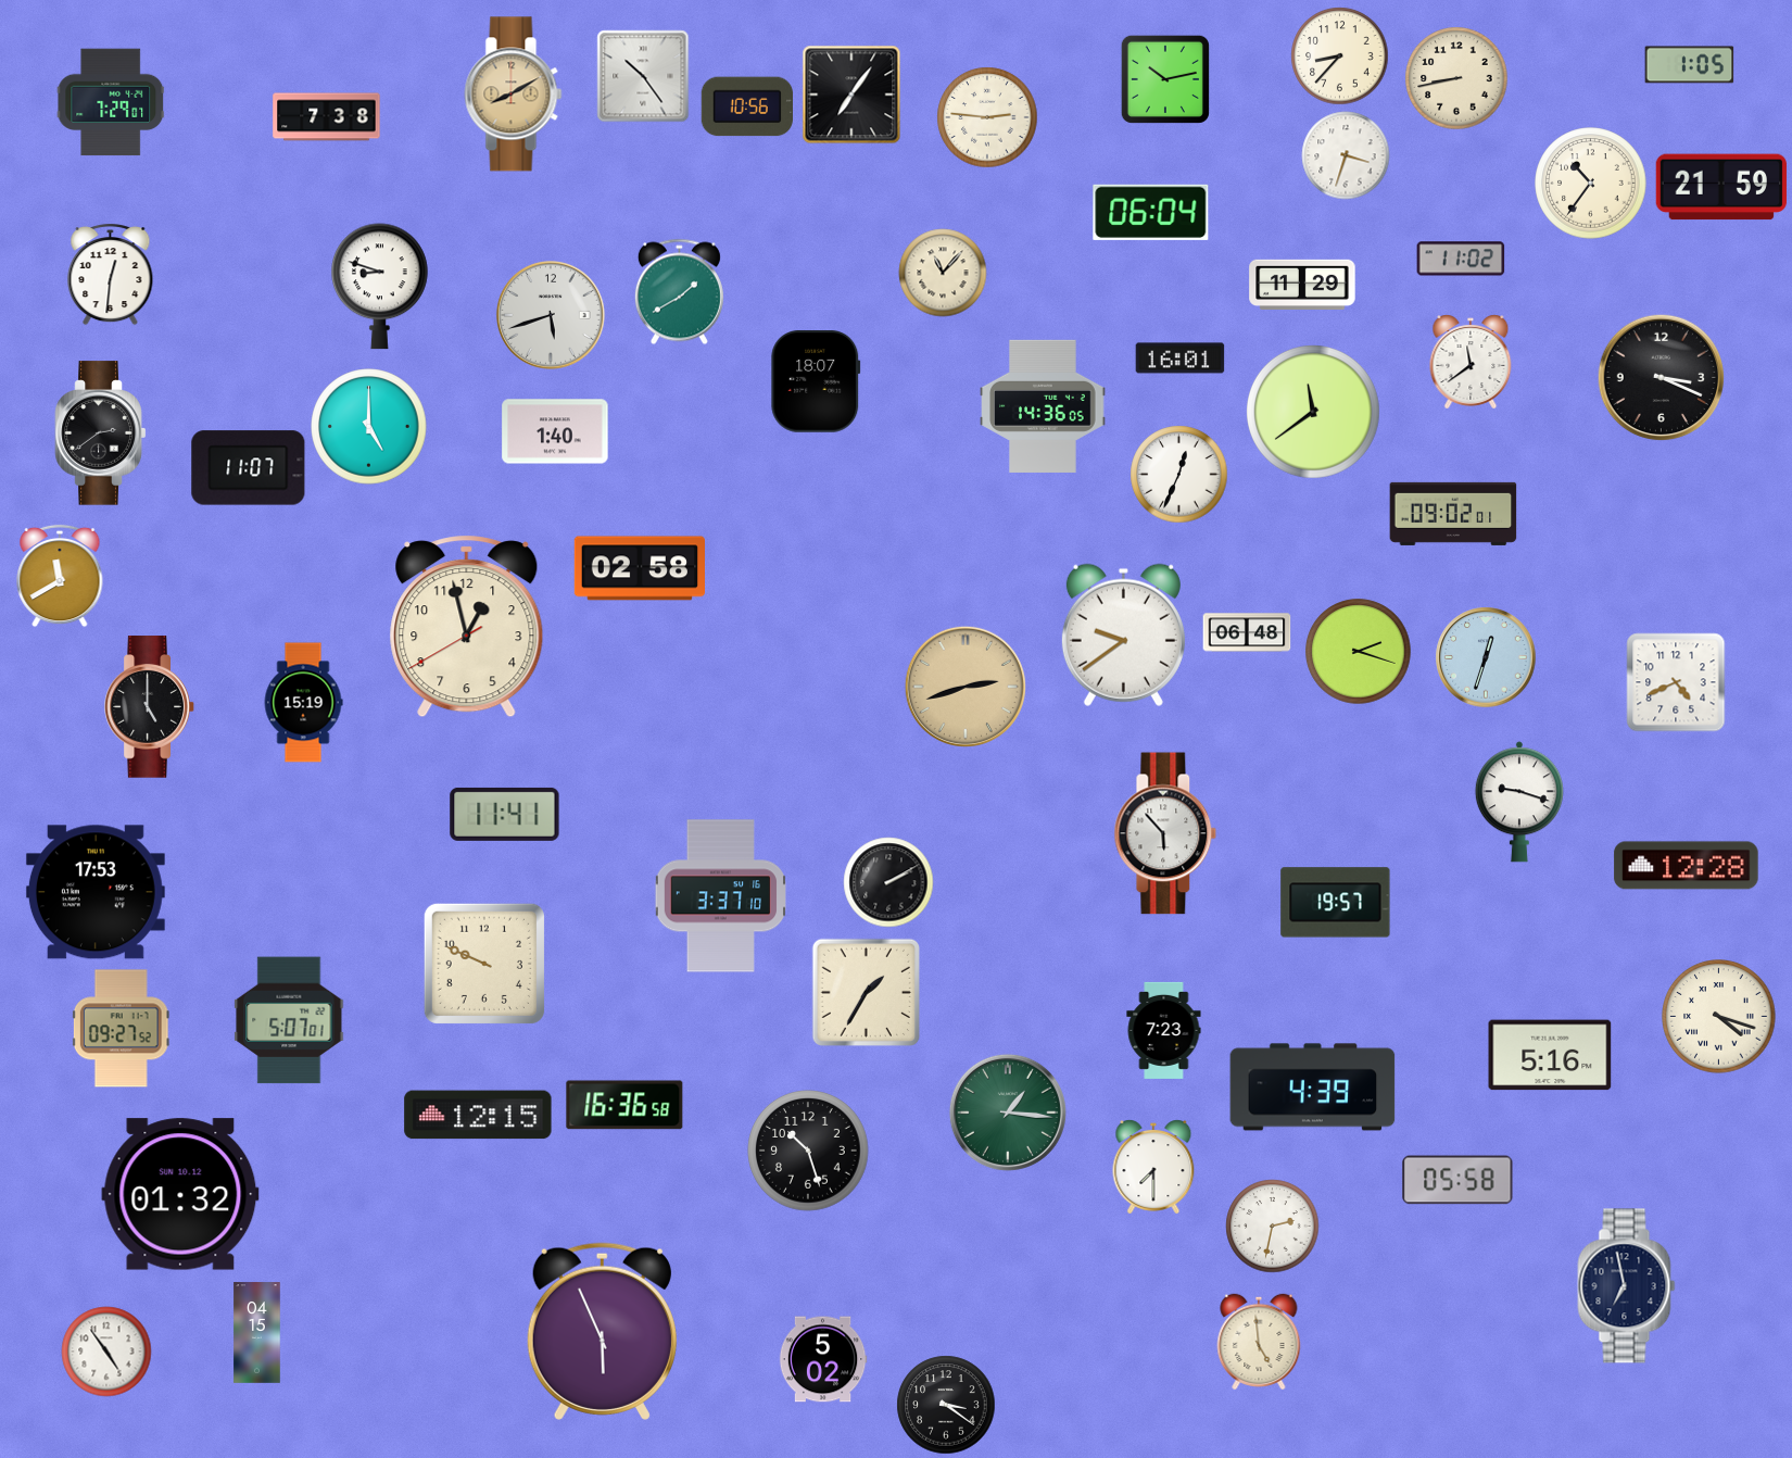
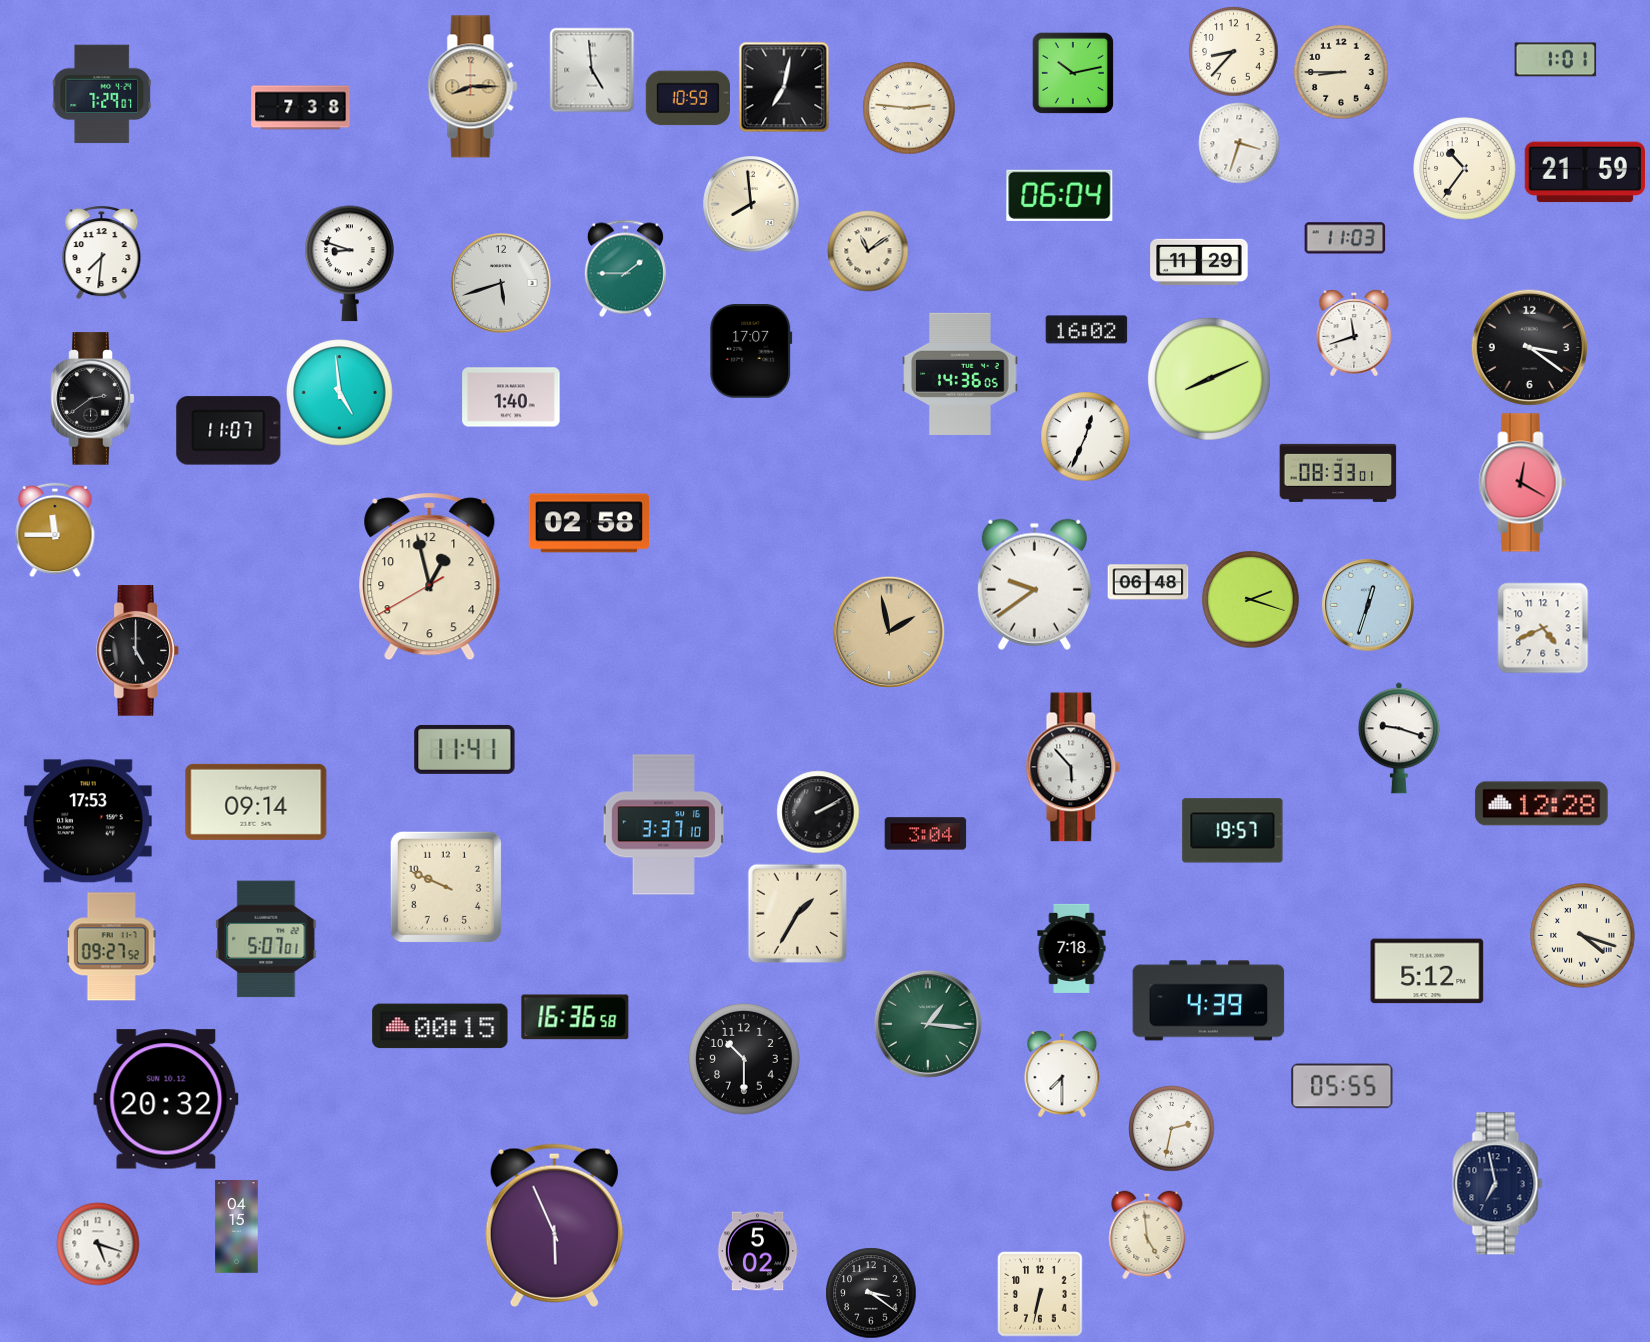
clock at (1690, 65): 1:05 -> 1:01
clock at (643, 76): 10:24 -> 4:59
clock at (1456, 78): 8:43 -> 8:45
clock at (514, 95): 8:10 -> 8:15
clock at (851, 95): 7:06 -> 7:02
clock at (746, 106): 10:56 -> 10:59
clock at (751, 204): none -> 7:59
clock at (1461, 259): 11:02 -> 11:03
clock at (943, 273): 11:07 -> 11:09
clock at (111, 275): 12:31 -> 7:31
clock at (679, 292): 1:40 -> 1:45
clock at (551, 315) position: (551, 315) -> (501, 283)
clock at (1181, 359): 16:01 -> 16:02
clock at (1471, 362): 11:39 -> 11:42
clock at (1662, 378): 3:19 -> 3:21
clock at (816, 382): 18:07 -> 17:07
clock at (1314, 413): 11:39 -> 8:11
clock at (369, 427): 5:00 -> 4:59
clock at (1453, 514): 09:02 -> 08:33
clock at (1523, 483): none -> 12:20
clock at (60, 576): 11:40 -> 11:45
clock at (966, 687): 2:42 -> 1:58
clock at (303, 703): 15:19 -> none
clock at (1687, 866) position: (1687, 866) -> (1542, 804)
clock at (256, 802): none -> 09:14
clock at (1336, 903) position: (1336, 903) -> (1233, 831)
clock at (926, 834): none -> 3:04
clock at (1164, 1030): 7:23 -> 7:18
clock at (1550, 1055): 5:16 -> 5:12
clock at (478, 1115): 12:15 -> 00:15
clock at (808, 1151): 10:27 -> 10:30
clock at (1457, 1180): 05:58 -> 05:55
clock at (180, 1194): 01:32 -> 20:32
clock at (1259, 1342) position: (1259, 1342) -> (1147, 1235)
clock at (106, 1352): 4:54 -> 5:18
clock at (1040, 1294): none -> 6:32
